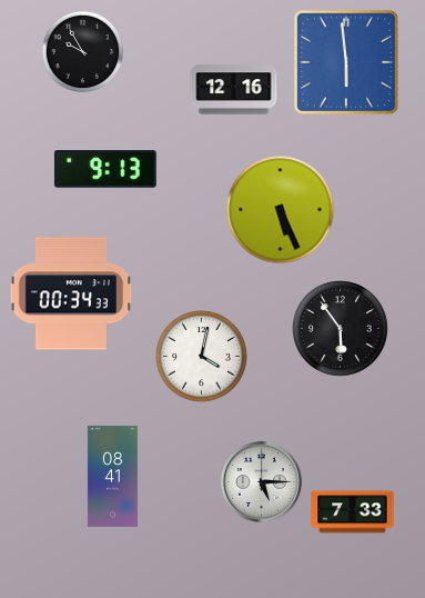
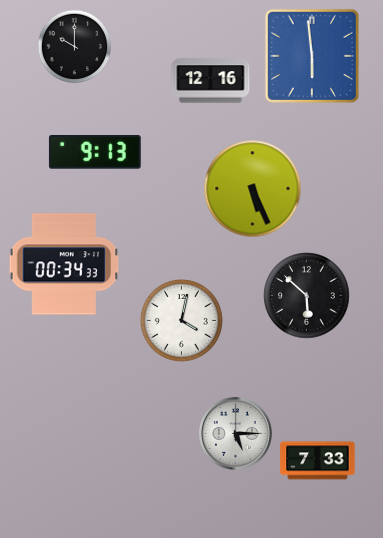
clock at (83, 52): 9:55 -> 10:00
clock at (341, 329): 5:54 -> 5:52
clock at (112, 476): 08:41 -> none
